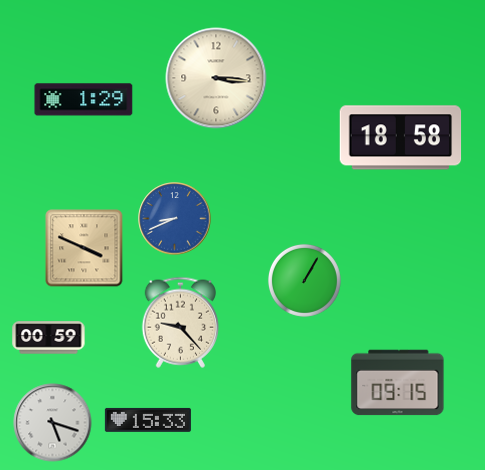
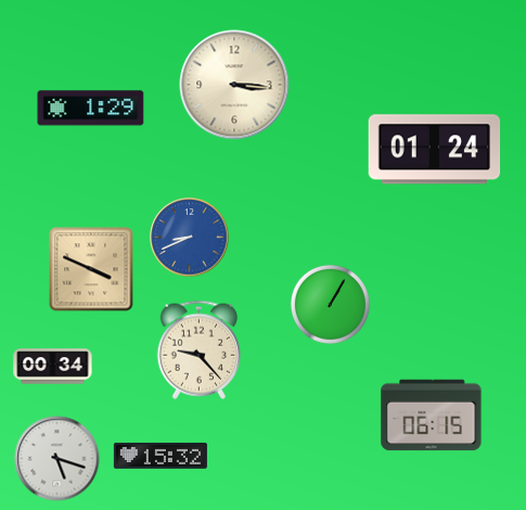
clock at (401, 138): 18:58 -> 01:24
clock at (180, 322) position: (180, 322) -> (198, 349)
clock at (49, 338): 00:59 -> 00:34
clock at (398, 383): 09:15 -> 06:15
clock at (148, 420): 15:33 -> 15:32
